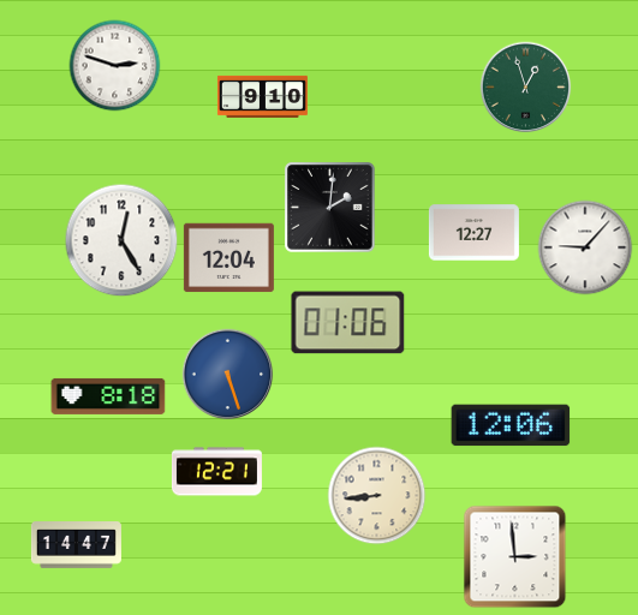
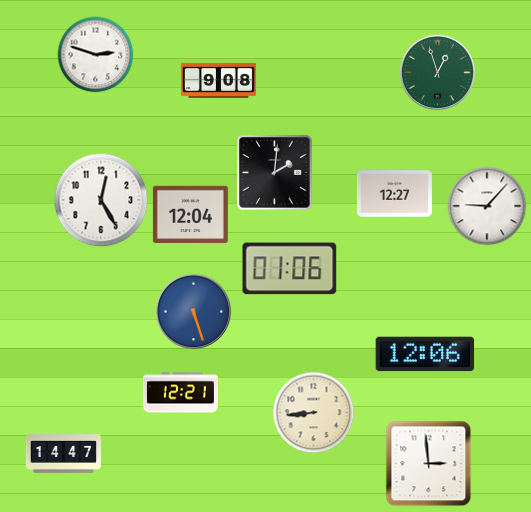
clock at (262, 96): 9:10 -> 9:08
clock at (228, 375) position: (228, 375) -> (194, 312)
clock at (108, 396): 8:18 -> none
